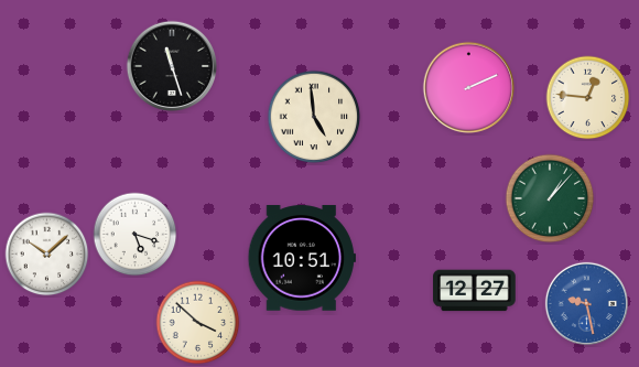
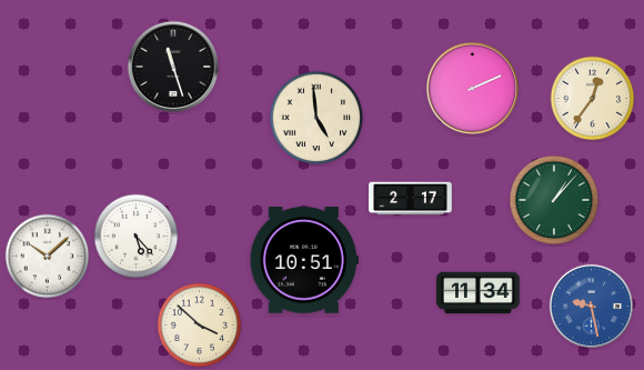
clock at (588, 98): 12:46 -> 12:36
clock at (411, 199): none -> 2:17
clock at (136, 235): 5:18 -> 5:23
clock at (475, 291): 12:27 -> 11:34
